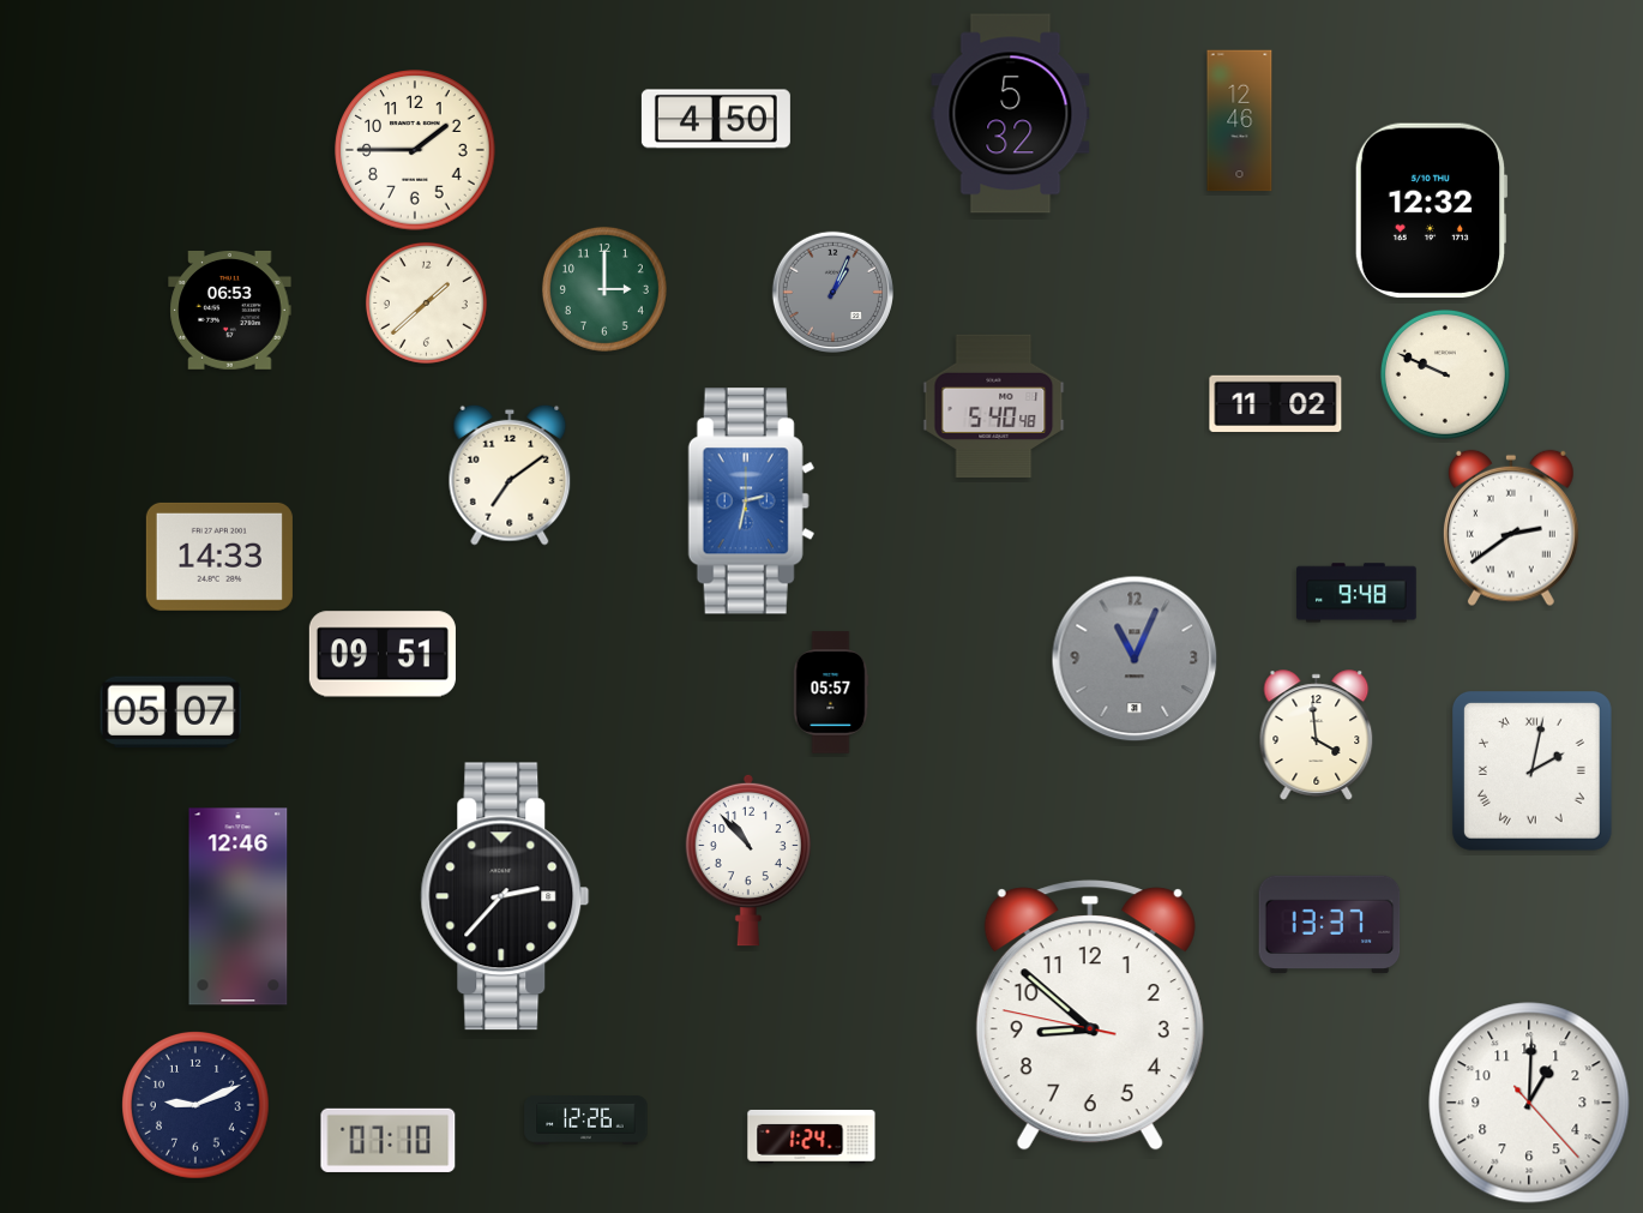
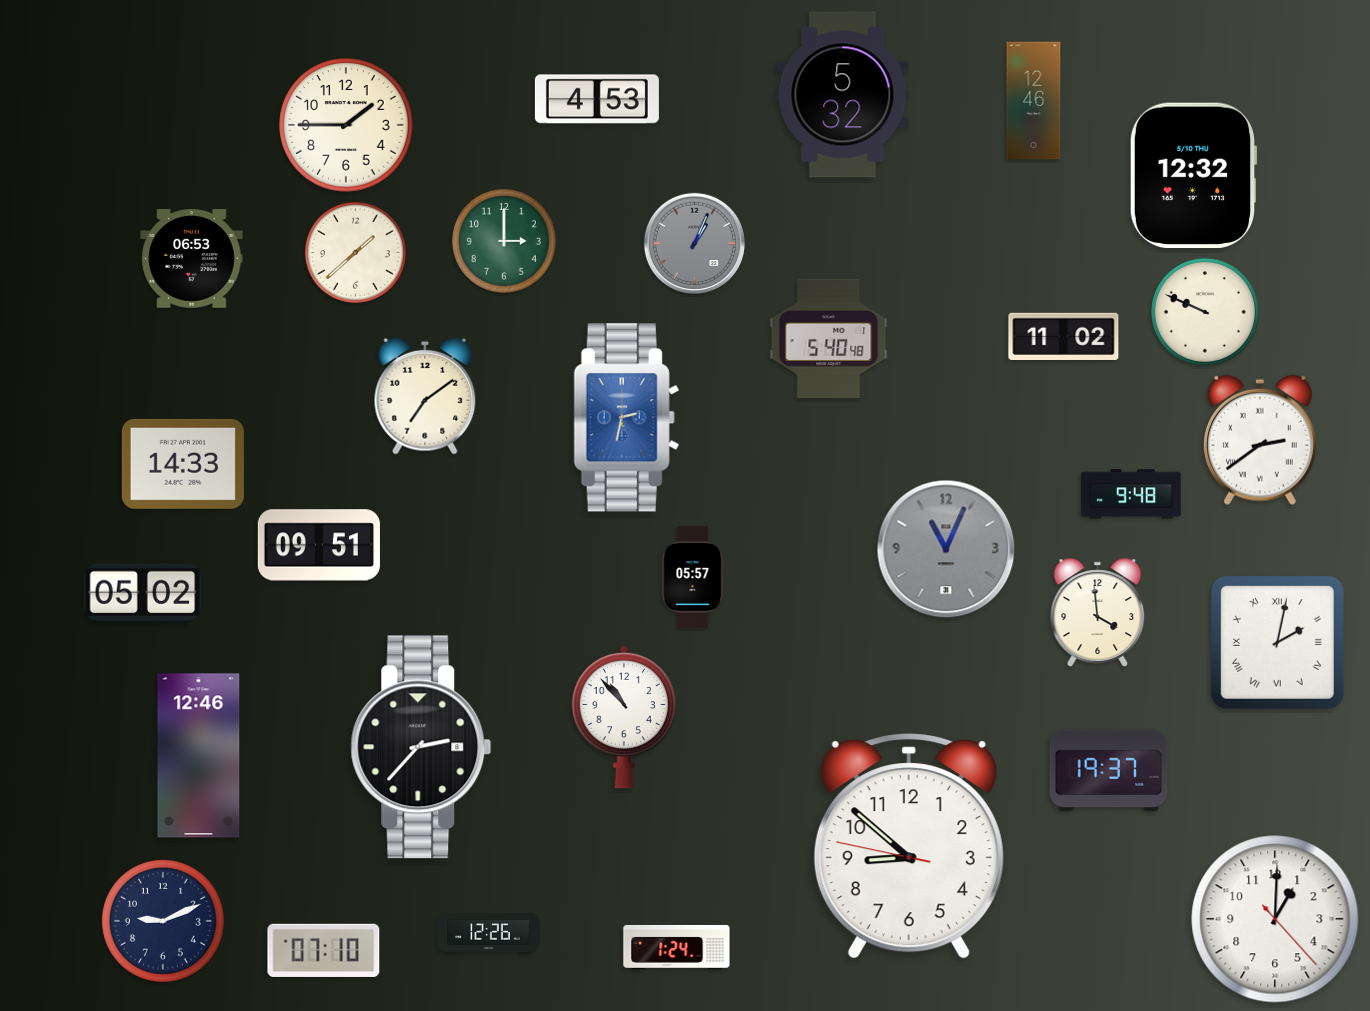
clock at (716, 119): 4:50 -> 4:53
clock at (171, 713): 05:07 -> 05:02
clock at (1330, 925): 13:37 -> 19:37
